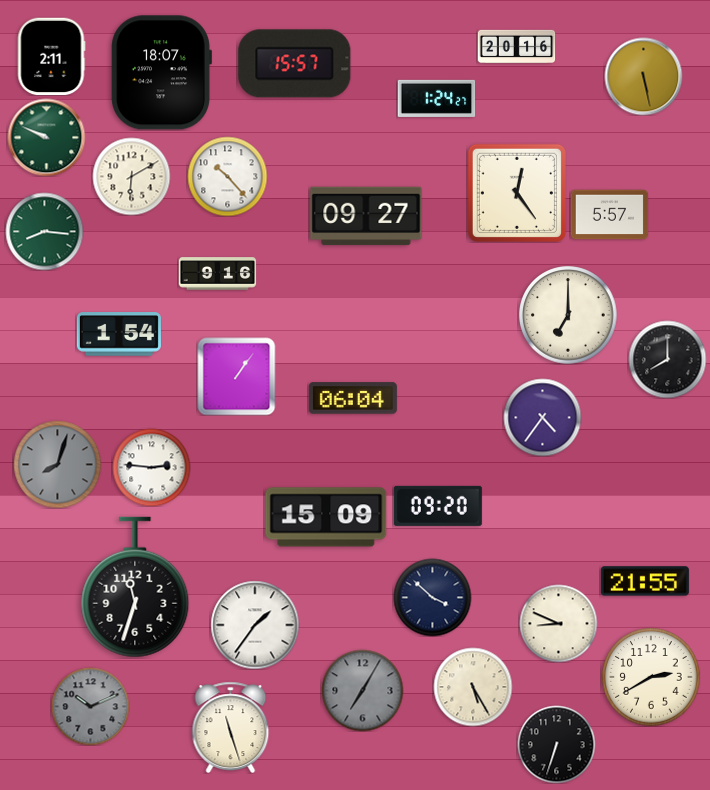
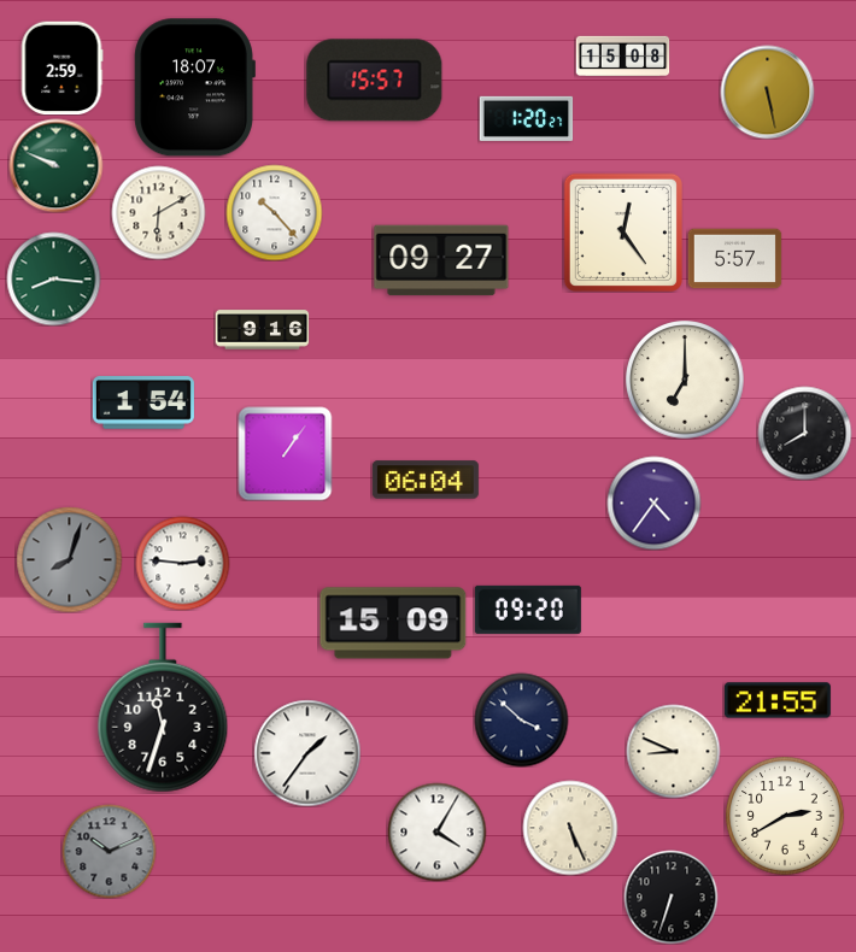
clock at (516, 47): 20:16 -> 15:08
clock at (51, 56): 2:11 -> 2:59
clock at (295, 64) position: (295, 64) -> (375, 81)
clock at (643, 76) position: (643, 76) -> (767, 92)
clock at (436, 98): 1:24 -> 1:20
clock at (473, 687): 5:25 -> 5:26
clock at (362, 690): 7:05 -> 4:05
clock at (362, 690) dial: grey -> white
clock at (231, 727): 11:27 -> none
